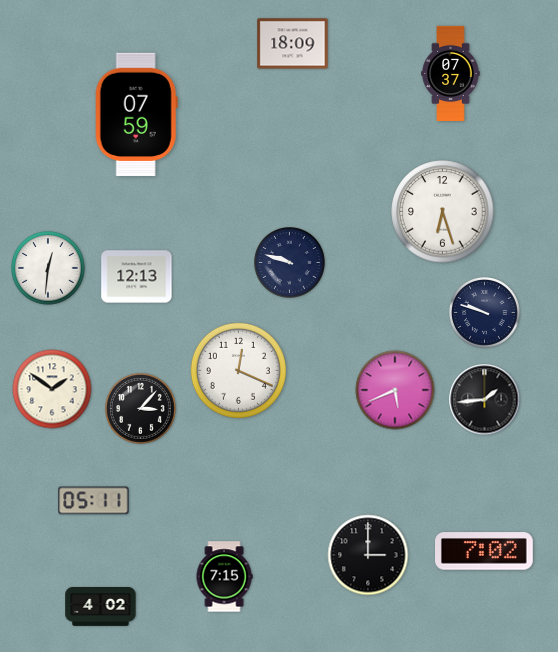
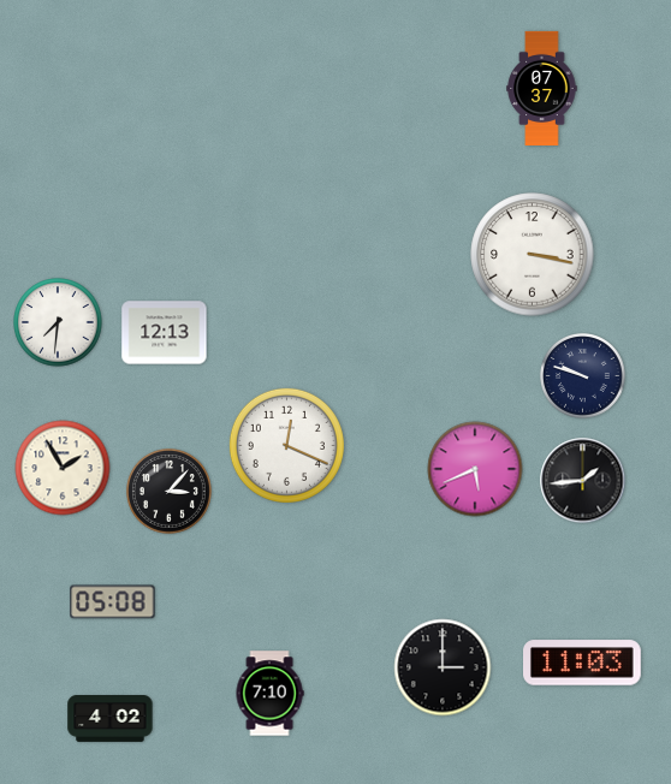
clock at (293, 44): 18:09 -> none
clock at (136, 115): 07:59 -> none
clock at (443, 212): 6:27 -> 3:17
clock at (290, 263): 9:48 -> none
clock at (48, 268): 12:31 -> 7:31
clock at (52, 389): 1:51 -> 1:55
clock at (94, 501): 05:11 -> 05:08
clock at (485, 551): 7:02 -> 11:03
clock at (224, 577): 7:15 -> 7:10
clock at (101, 607) position: (101, 607) -> (111, 719)
